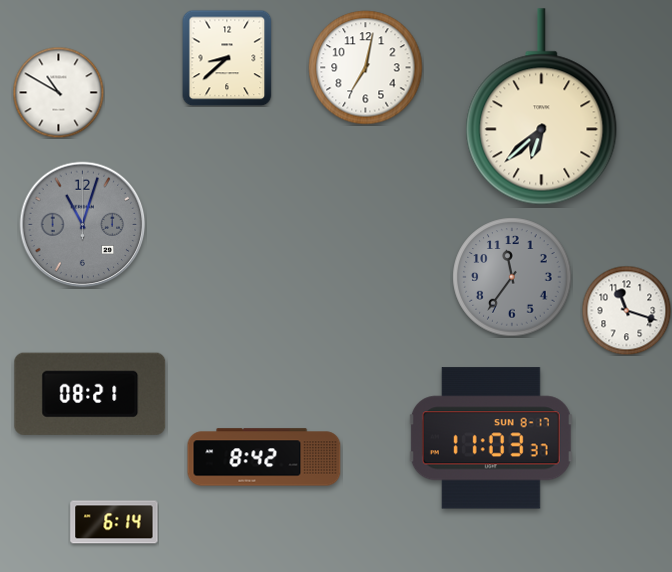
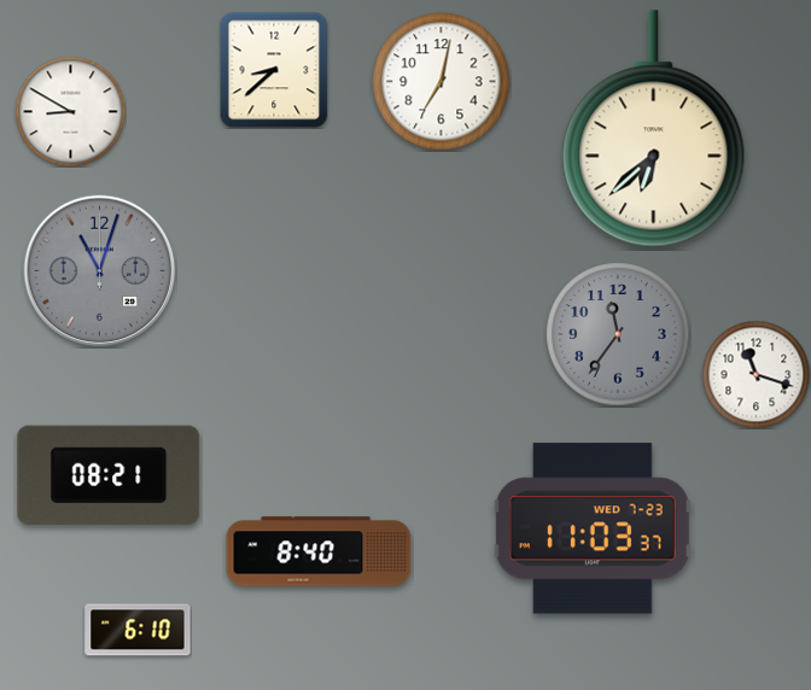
clock at (58, 92): 10:50 -> 8:50
clock at (491, 438) date: SUN 8-17 -> WED 7-23
clock at (264, 457): 8:42 -> 8:40
clock at (114, 522): 6:14 -> 6:10
